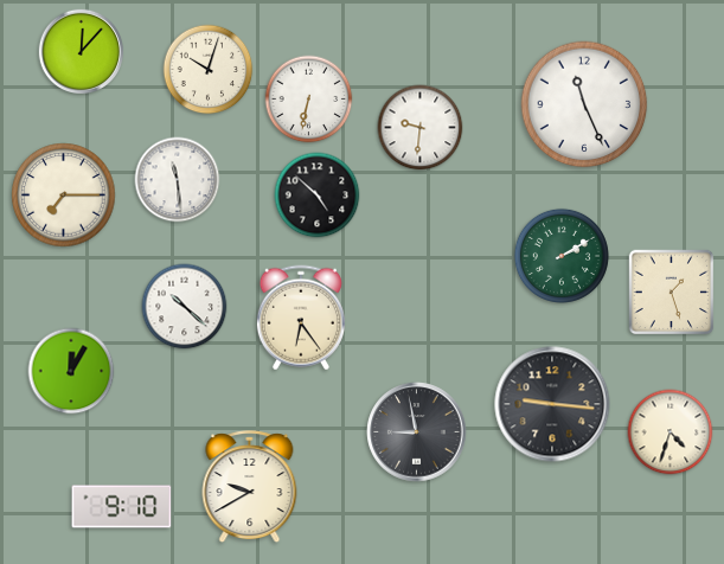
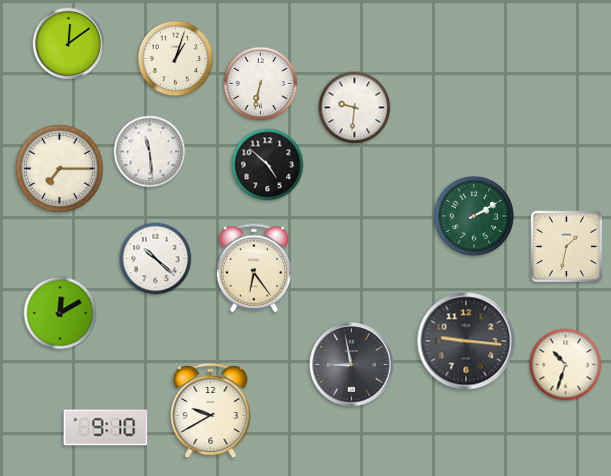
clock at (81, 51): 12:07 -> 12:09
clock at (209, 70): 10:03 -> 1:03
clock at (584, 104): 11:26 -> none
clock at (64, 196) position: (64, 196) -> (60, 169)
clock at (672, 293): 1:27 -> 1:32
clock at (71, 371): 12:05 -> 12:10
clock at (671, 432): 4:33 -> 10:33
clock at (122, 507) position: (122, 507) -> (106, 428)
